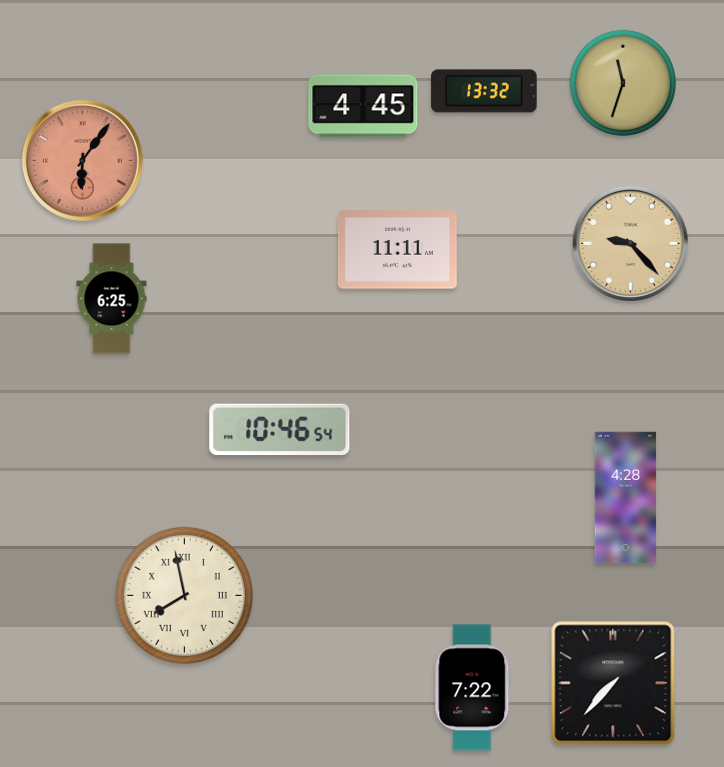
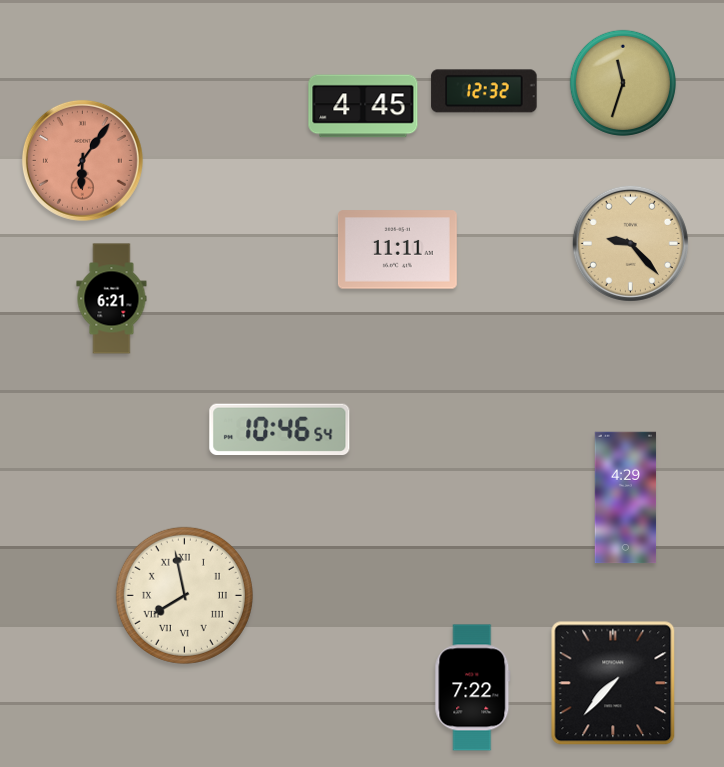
clock at (484, 91): 13:32 -> 12:32
clock at (112, 299): 6:25 -> 6:21
clock at (626, 498): 4:28 -> 4:29
